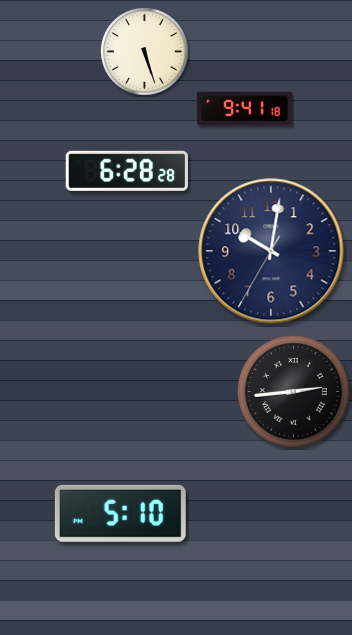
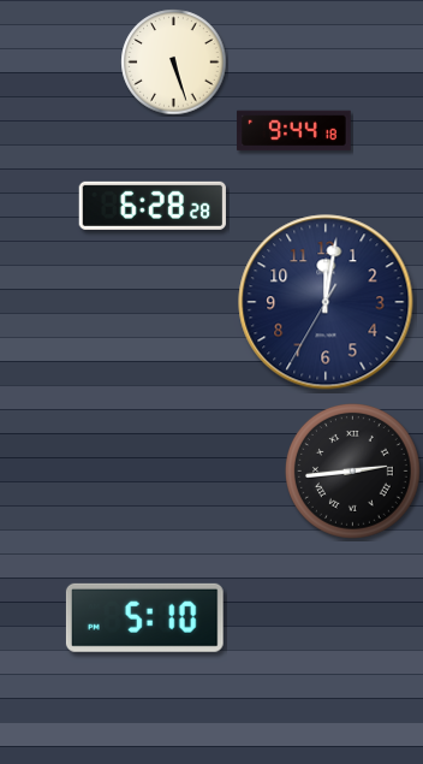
clock at (245, 109): 9:41 -> 9:44
clock at (271, 251): 10:01 -> 12:01
